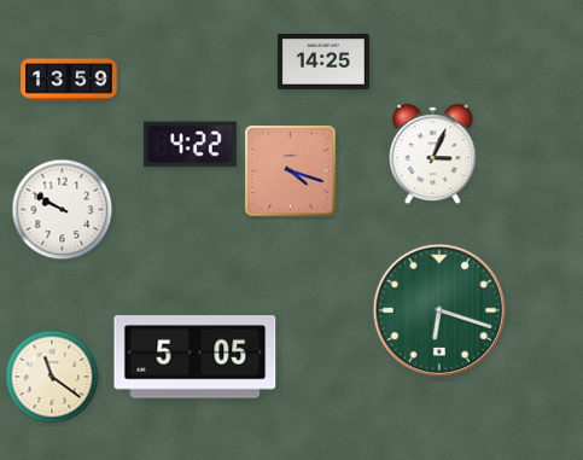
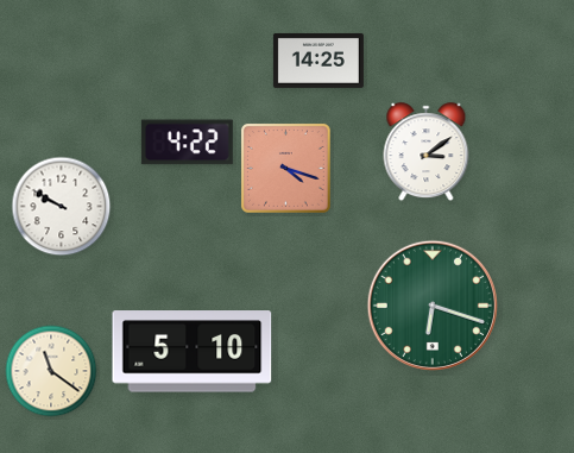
clock at (69, 80): 13:59 -> none
clock at (433, 155): 3:04 -> 3:09
clock at (196, 357): 5:05 -> 5:10
